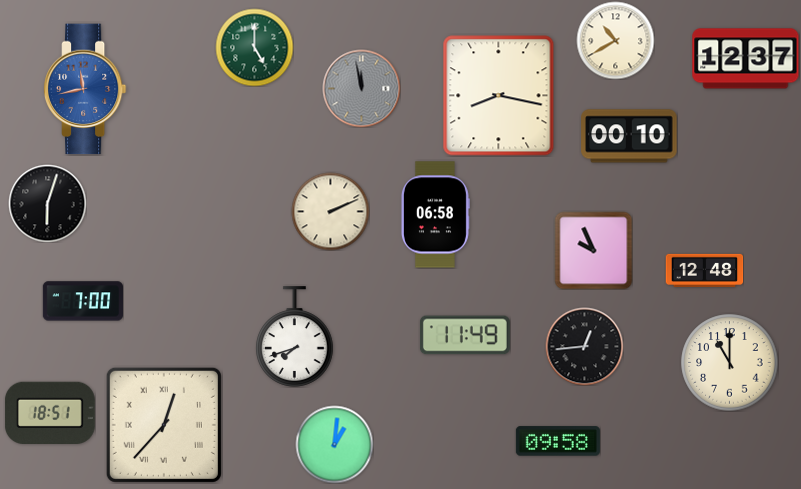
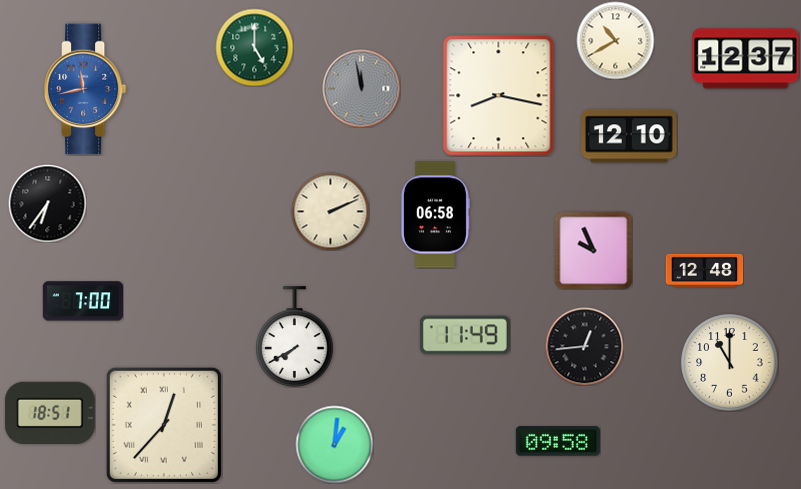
clock at (629, 136): 00:10 -> 12:10
clock at (47, 203): 6:03 -> 6:36
clock at (295, 337): 7:42 -> 7:40
